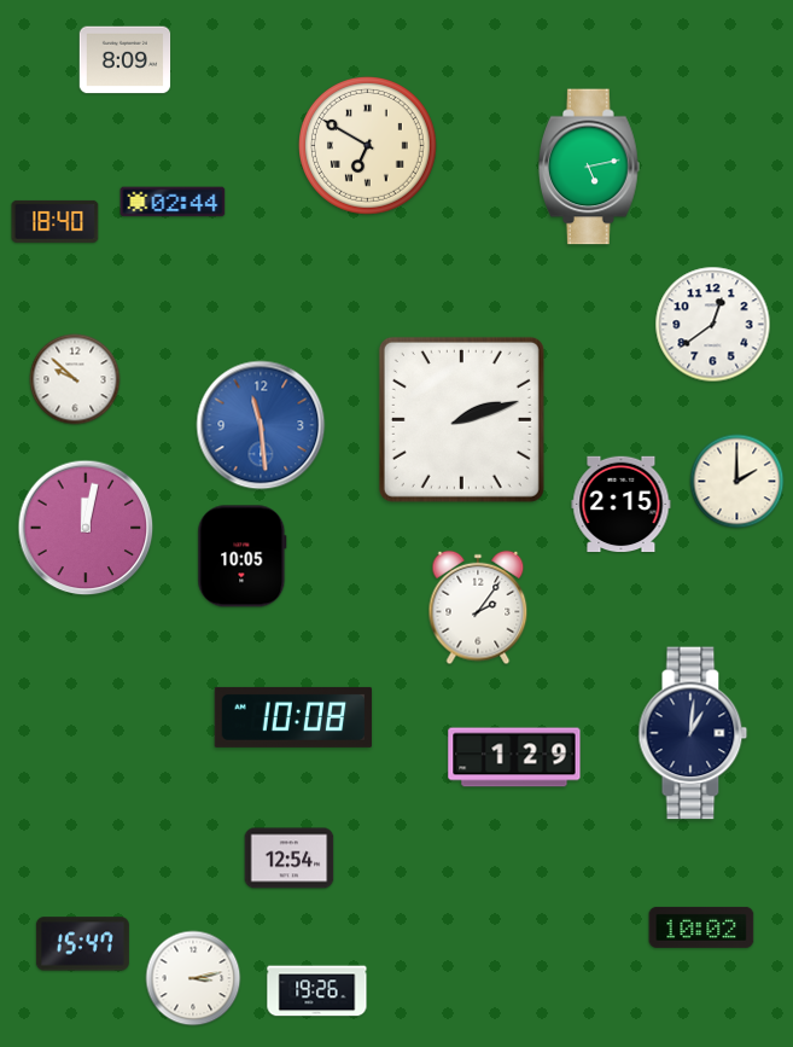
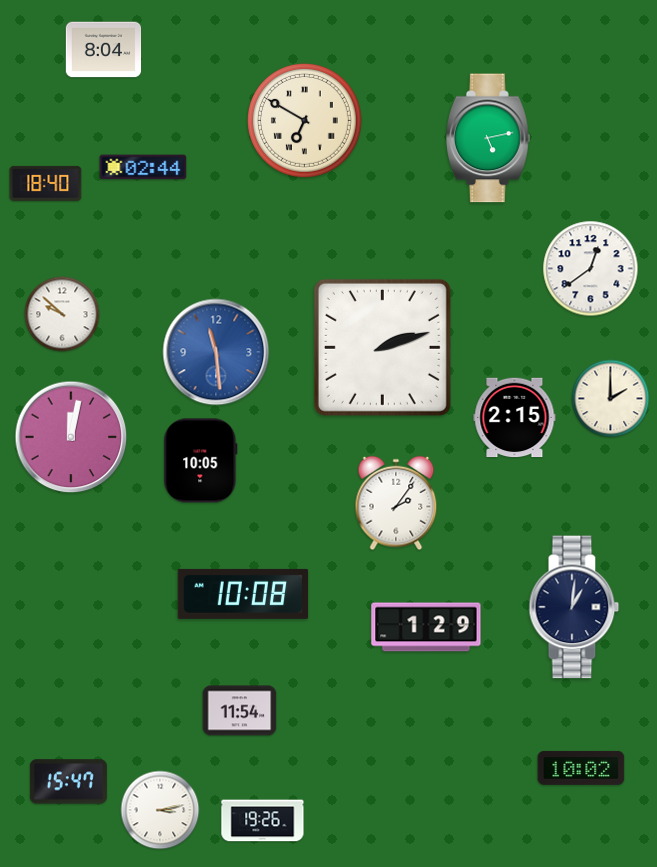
clock at (126, 60): 8:09 -> 8:04
clock at (290, 859): 12:54 -> 11:54
